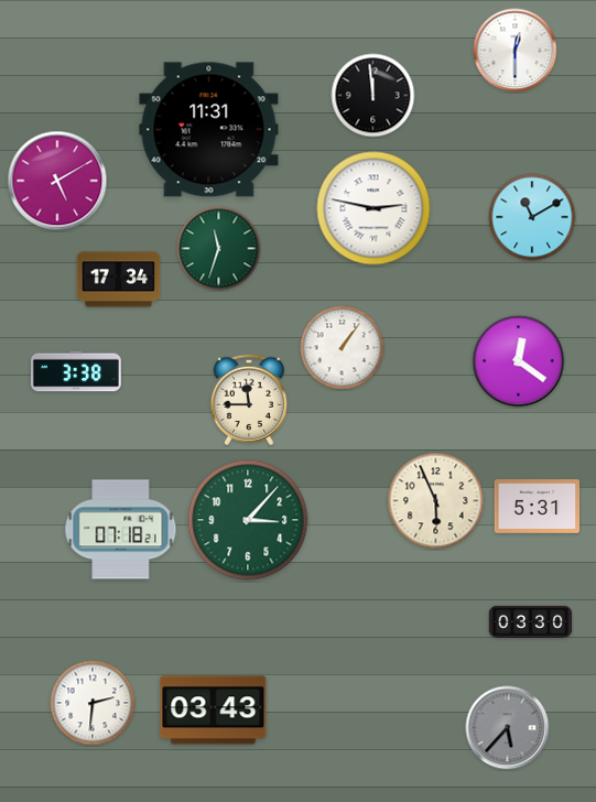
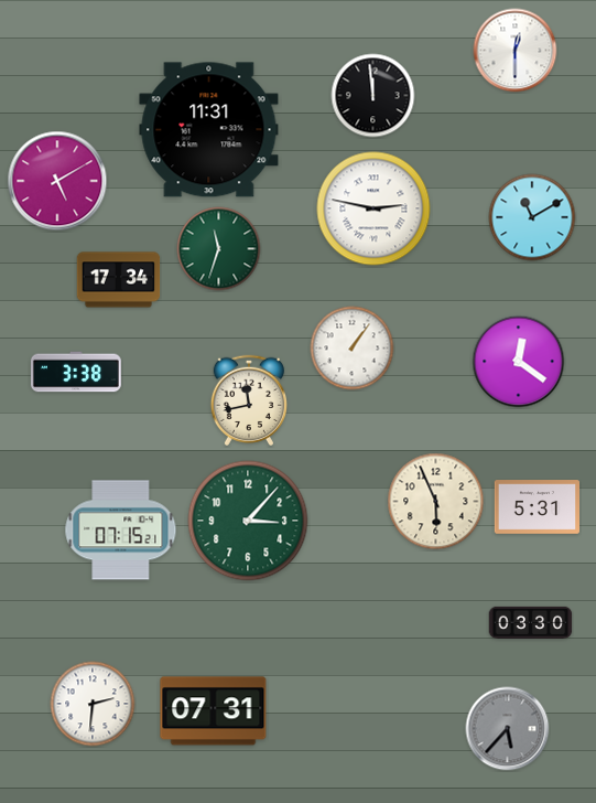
clock at (343, 348) position: (343, 348) -> (353, 349)
clock at (248, 400): 11:45 -> 11:43
clock at (121, 530): 07:18 -> 07:15
clock at (214, 711): 03:43 -> 07:31
